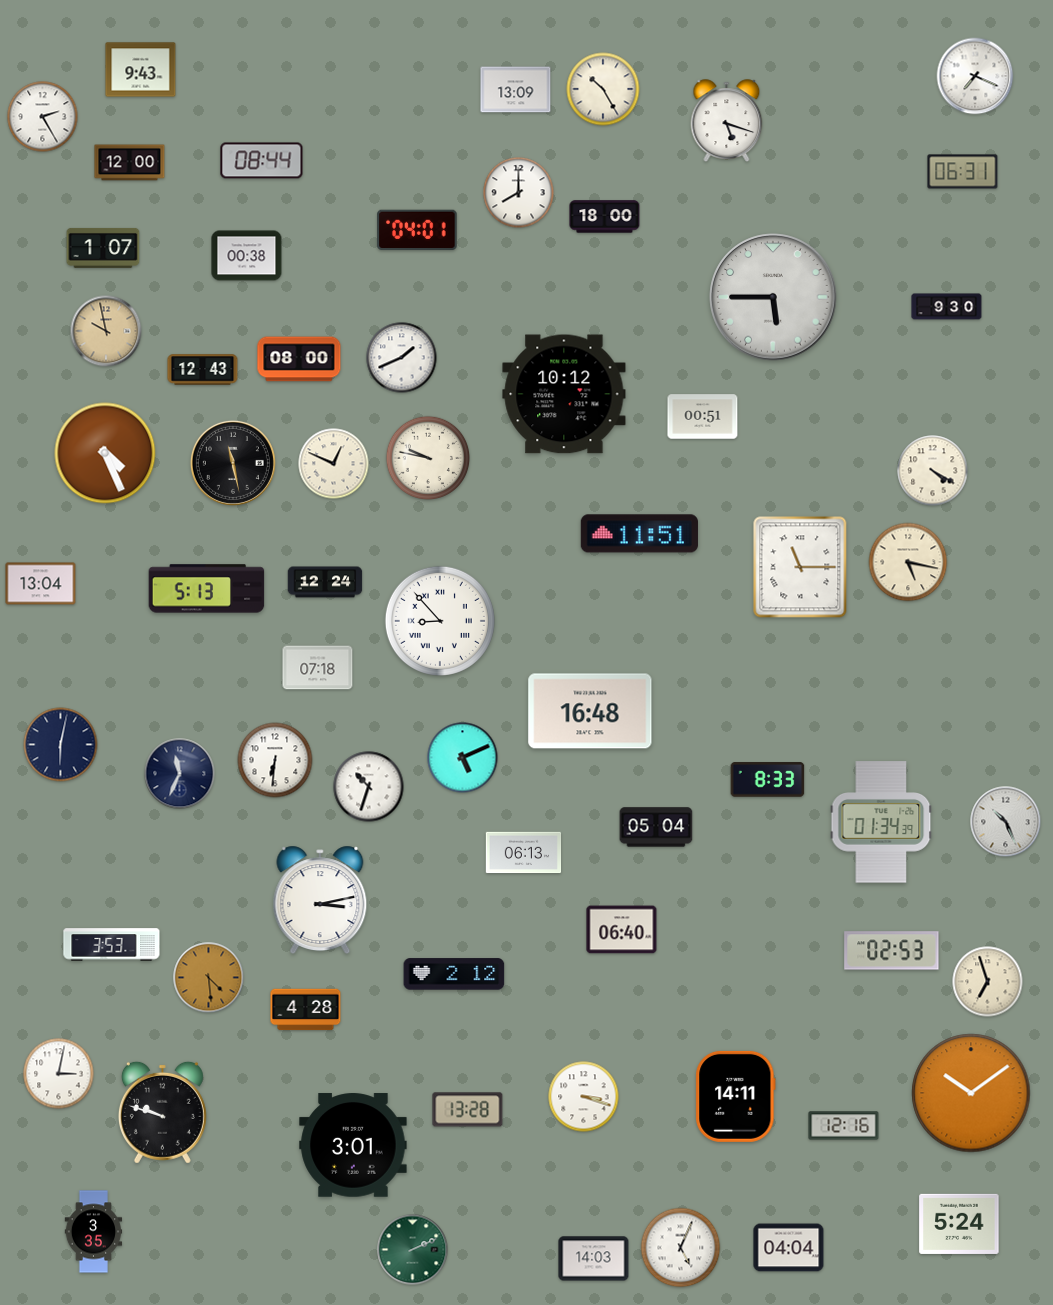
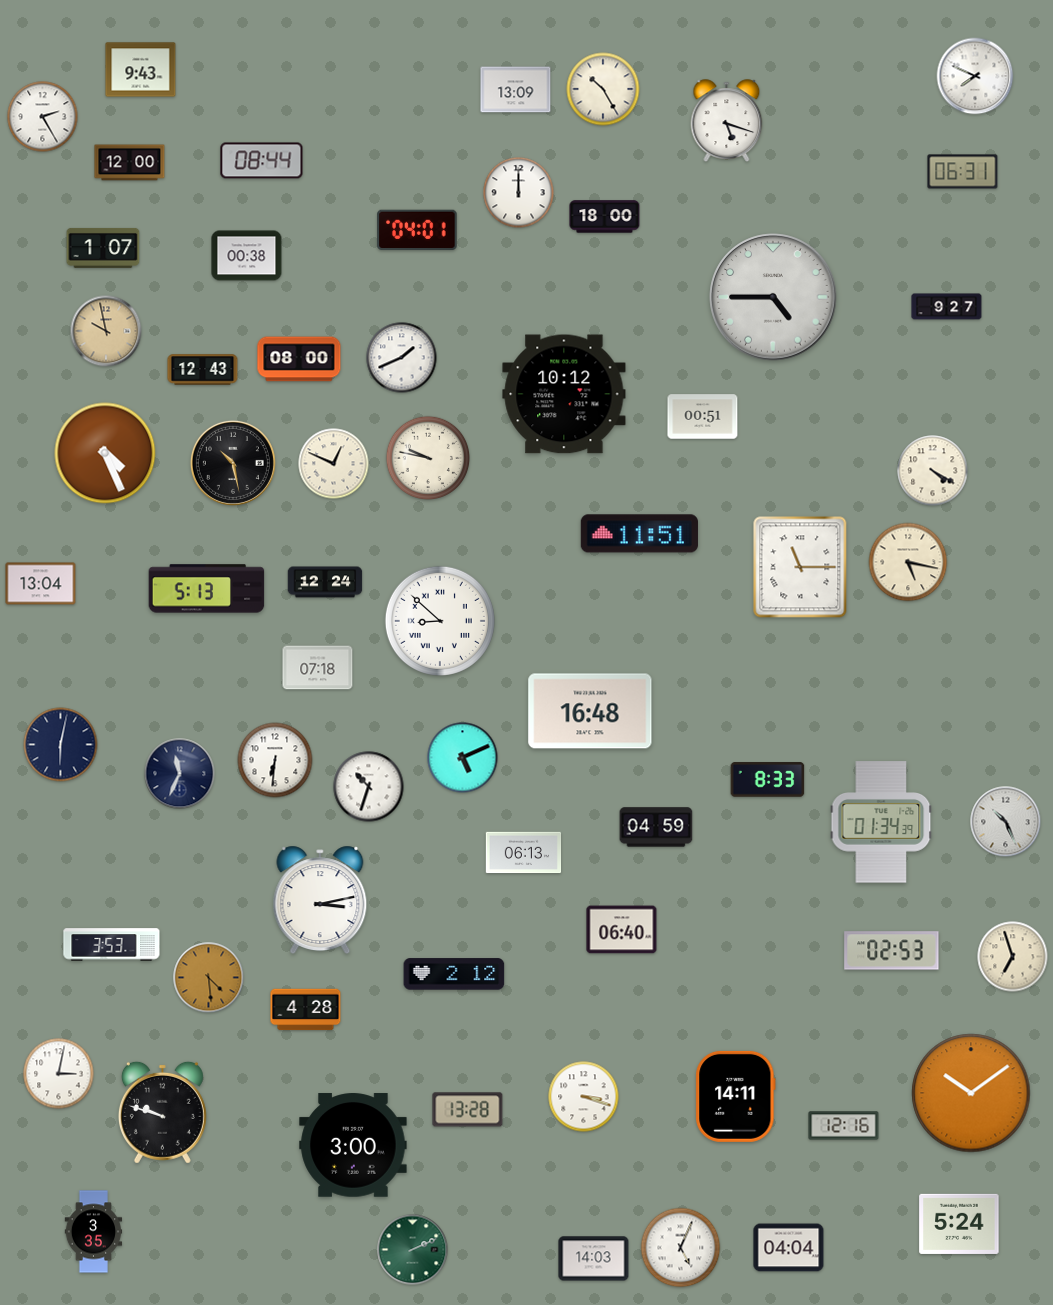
clock at (975, 76): 7:19 -> 7:49
clock at (519, 193): 8:00 -> 12:00
clock at (773, 297): 5:45 -> 4:45
clock at (947, 307): 9:30 -> 9:27
clock at (233, 463): 11:28 -> 10:28
clock at (440, 621): 8:53 -> 8:52
clock at (656, 827): 05:04 -> 04:59
clock at (988, 982) position: (988, 982) -> (1013, 957)
clock at (353, 1145): 3:01 -> 3:00
